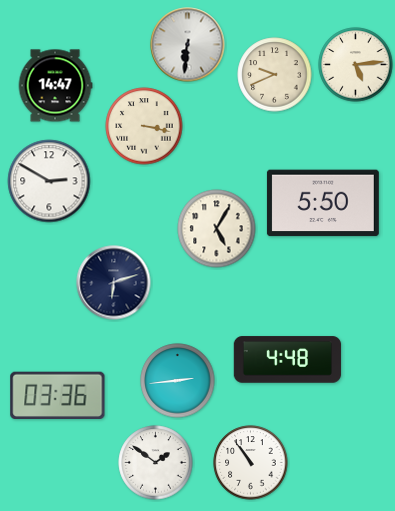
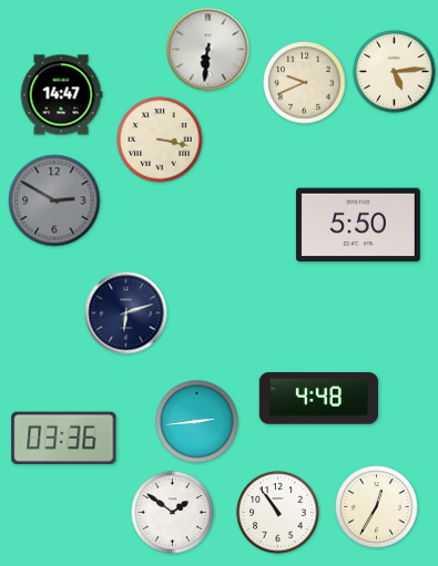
clock at (49, 181) dial: white -> grey
clock at (217, 229): 5:05 -> none
clock at (377, 507): none -> 12:35
